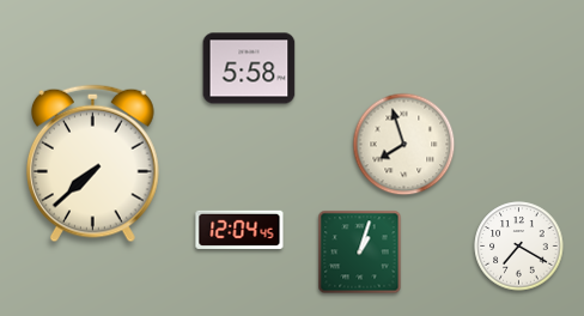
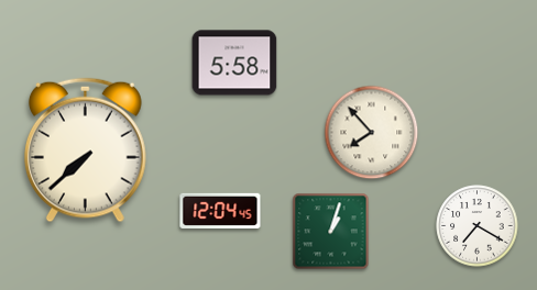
clock at (249, 68) position: (249, 68) -> (234, 63)
clock at (404, 145): 7:57 -> 7:53
